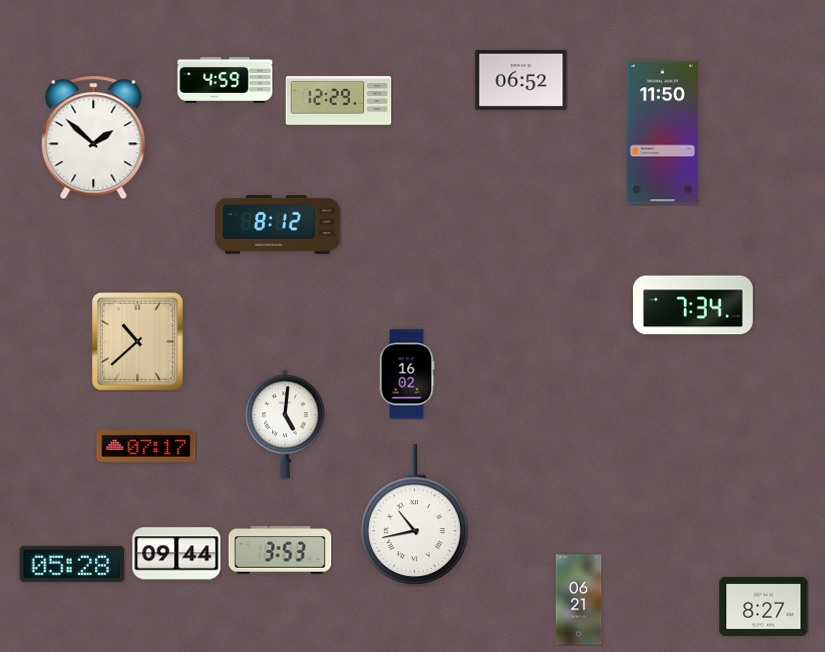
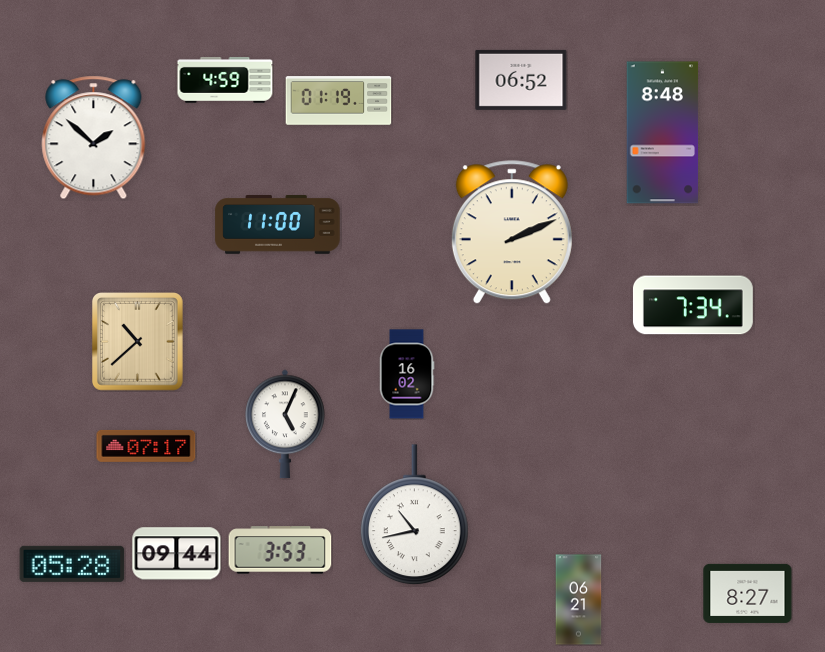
clock at (339, 101): 12:29 -> 01:19
clock at (663, 133): 11:50 -> 8:48
clock at (278, 225): 8:12 -> 11:00
clock at (512, 233): none -> 2:11
clock at (285, 424): 5:01 -> 5:04
clock at (764, 606) position: (764, 606) -> (748, 593)
